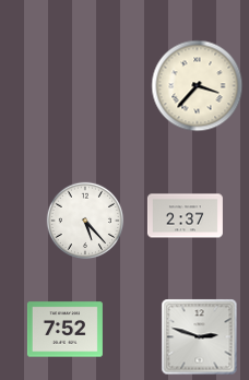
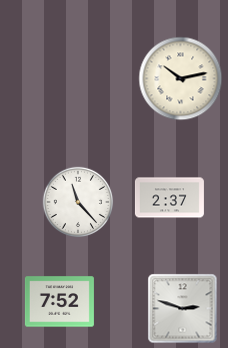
clock at (198, 86): 3:37 -> 10:13
clock at (85, 221): 5:23 -> 11:23
